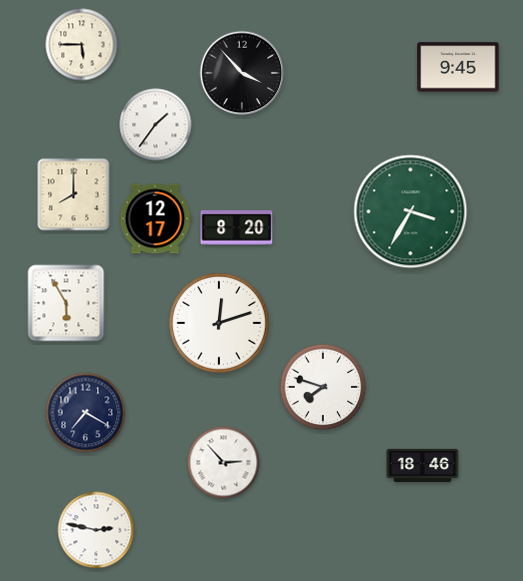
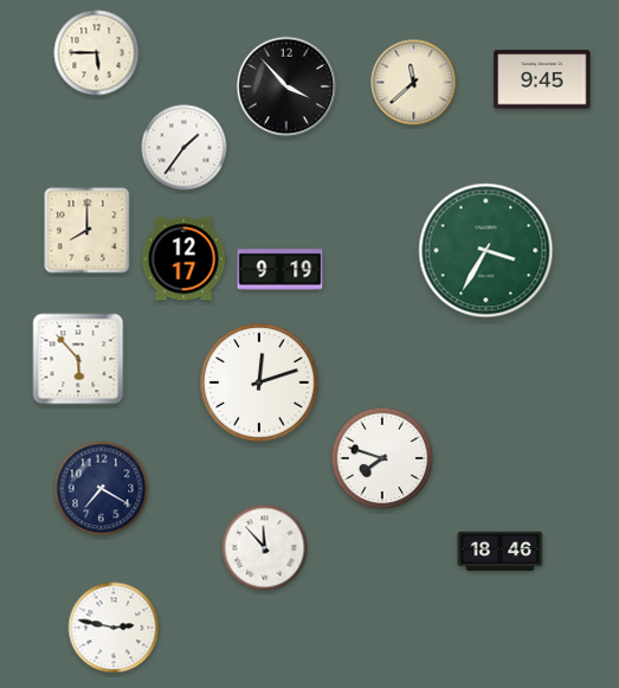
clock at (414, 83): none -> 11:38
clock at (237, 228): 8:20 -> 9:19
clock at (66, 303): 5:55 -> 5:53
clock at (224, 463): 2:53 -> 11:53
